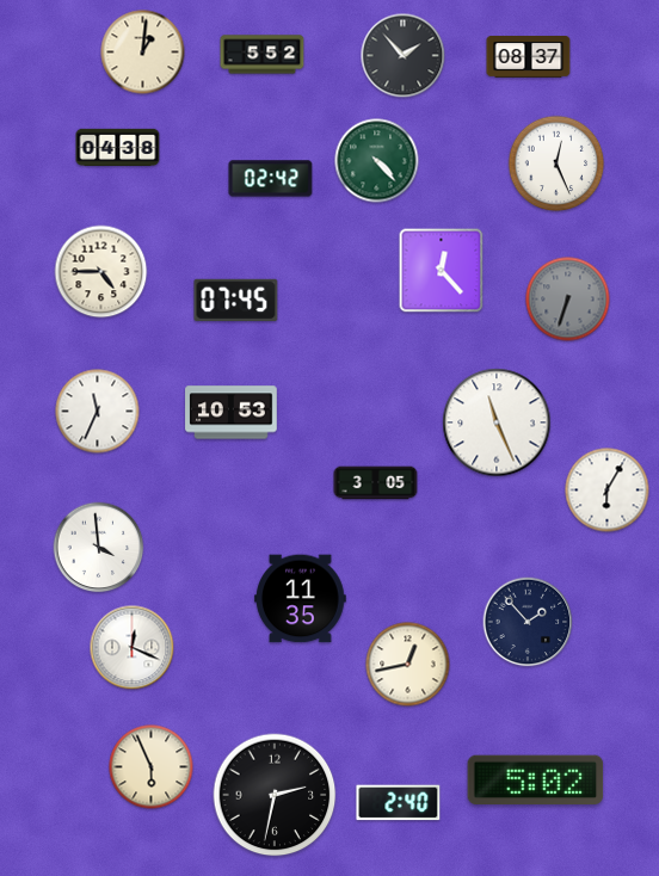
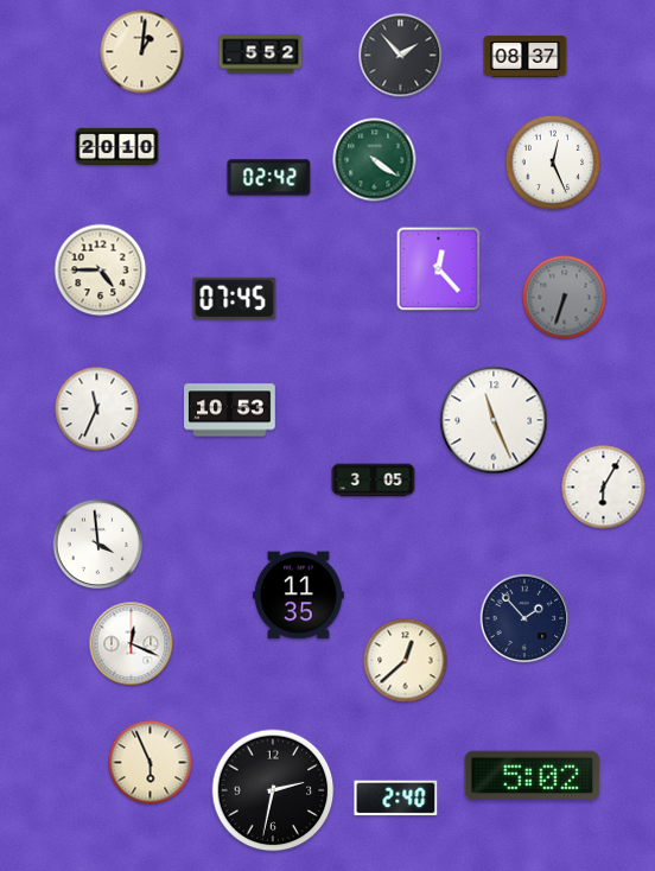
clock at (118, 148): 04:38 -> 20:10
clock at (377, 161): 4:23 -> 4:21
clock at (408, 665): 12:43 -> 12:38
